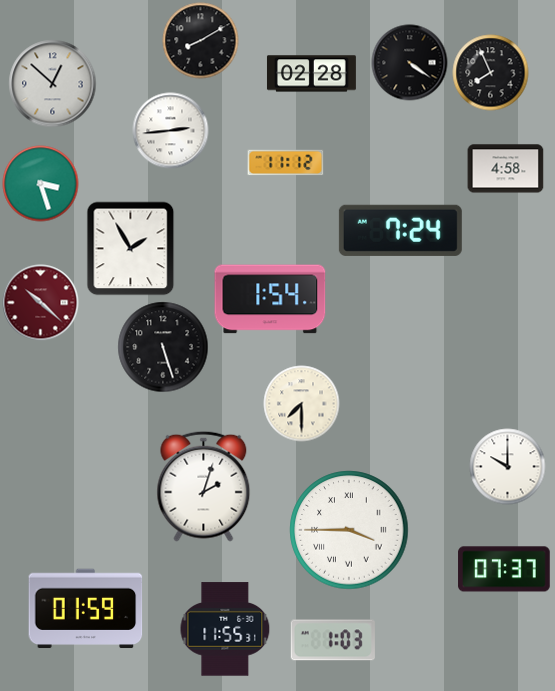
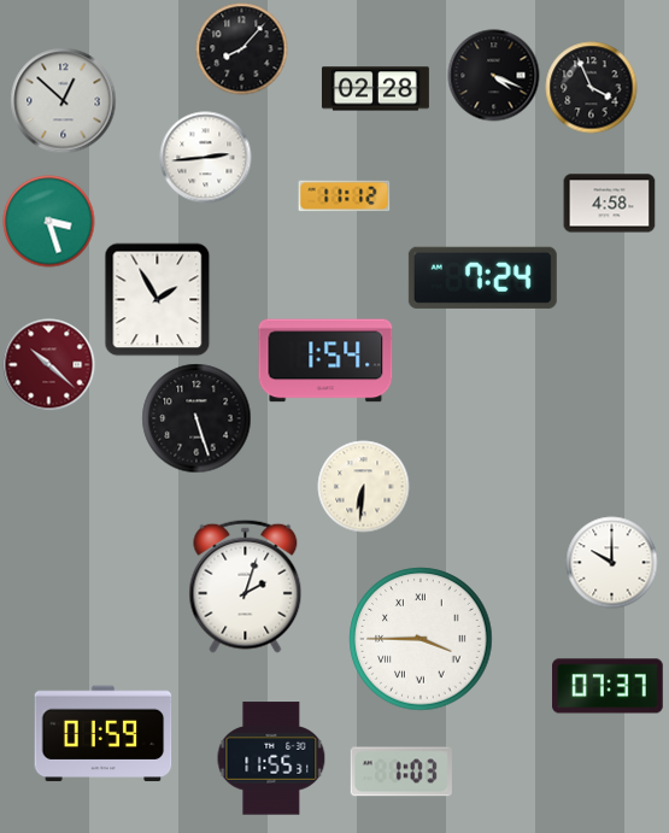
clock at (201, 41): 8:10 -> 8:07
clock at (410, 63): 4:21 -> 4:19
clock at (491, 73): 7:56 -> 3:56
clock at (302, 404): 7:30 -> 6:31
